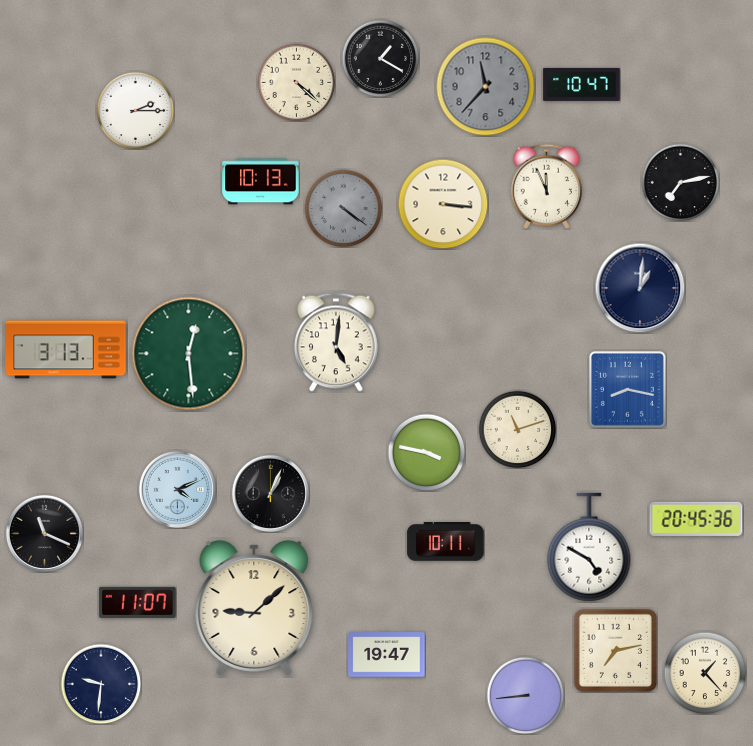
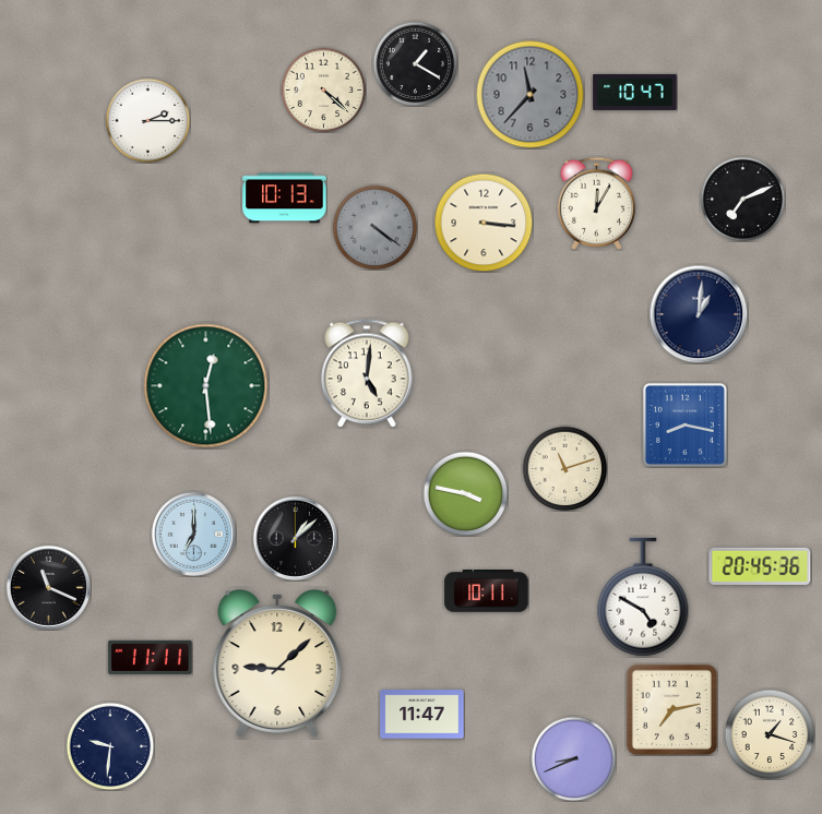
clock at (680, 182): 7:13 -> 7:11
clock at (546, 186): 11:56 -> 12:05
clock at (66, 350): 3:13 -> none
clock at (177, 489): 4:11 -> 7:00
clock at (270, 493): 1:04 -> 1:08
clock at (44, 533) position: (44, 533) -> (48, 587)
clock at (138, 602): 11:07 -> 11:11
clock at (387, 655): 19:47 -> 11:47
clock at (705, 673): 1:23 -> 1:18
clock at (525, 695): 8:44 -> 8:41
